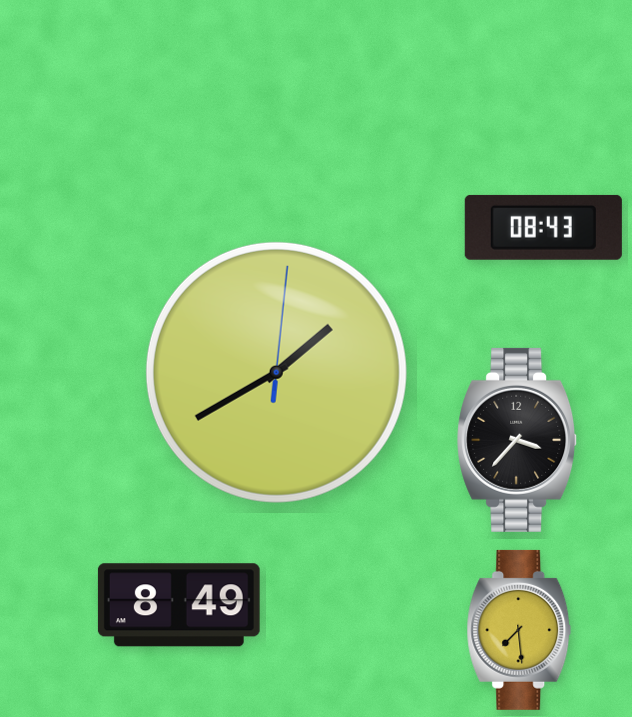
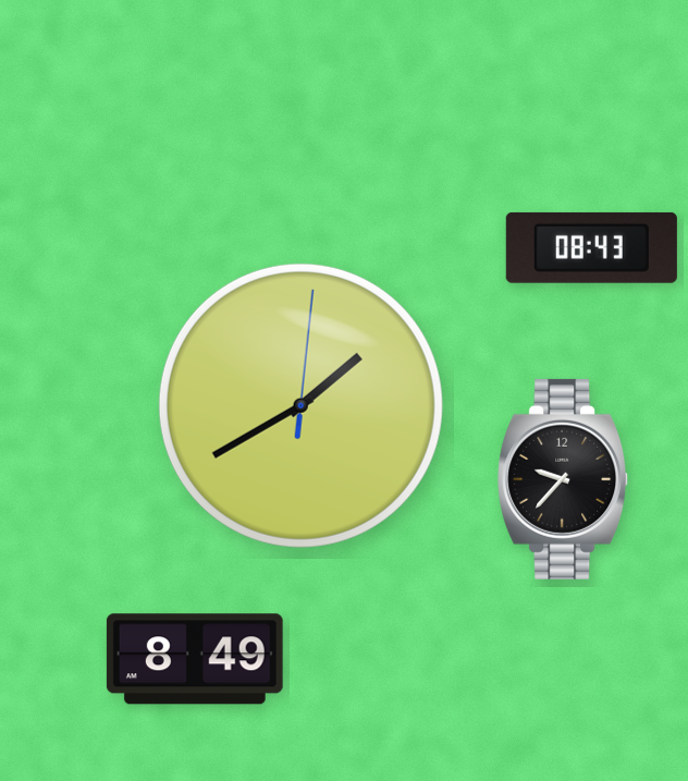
clock at (518, 440): 3:37 -> 9:37
clock at (519, 630): 7:29 -> none
